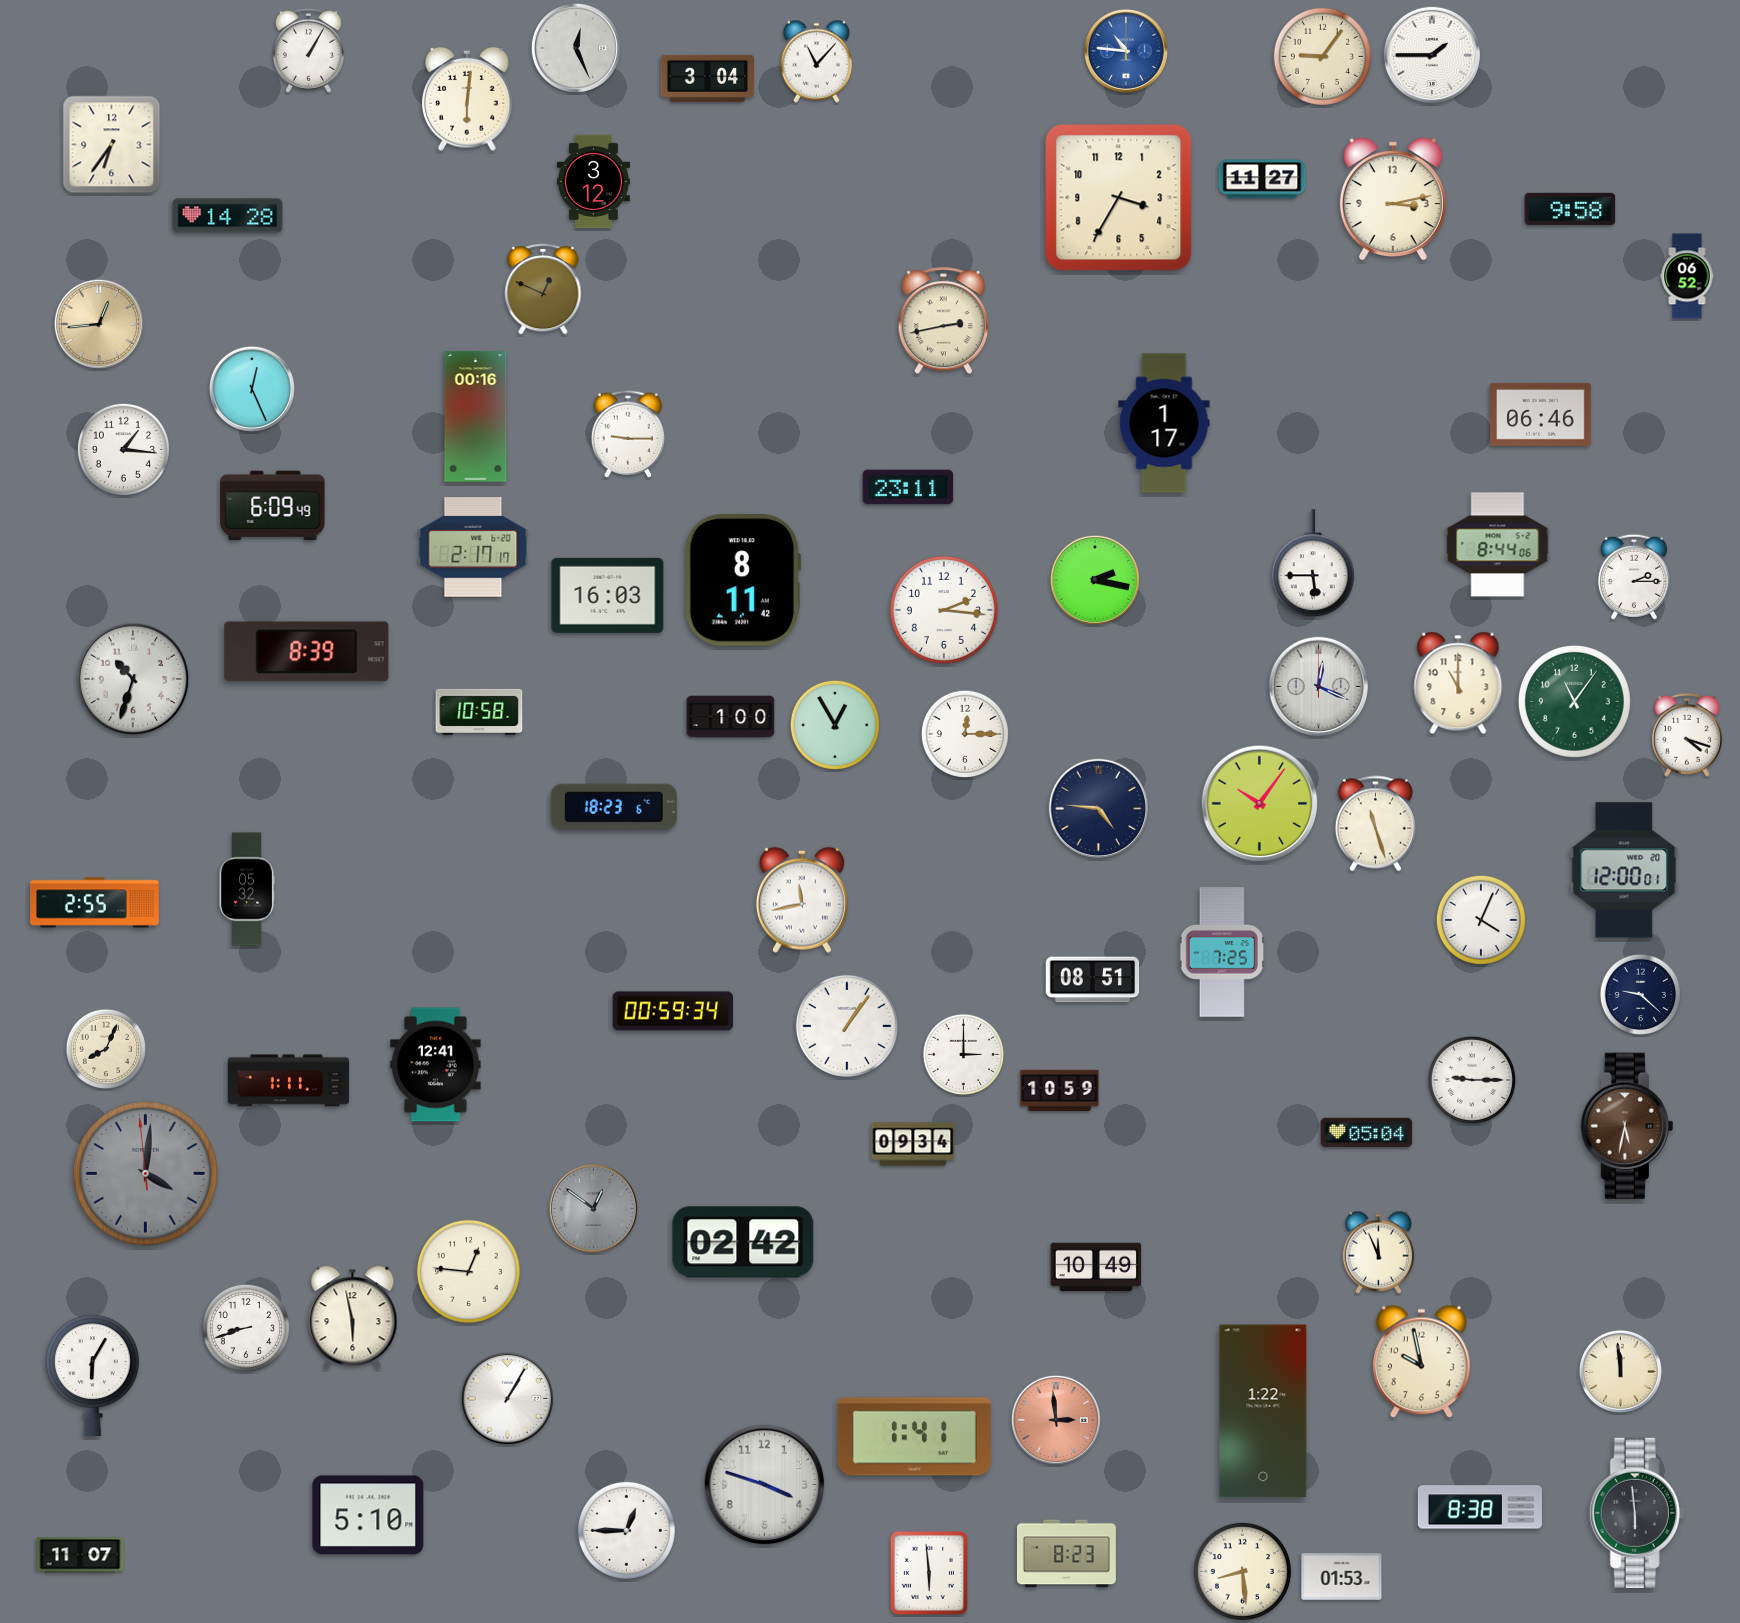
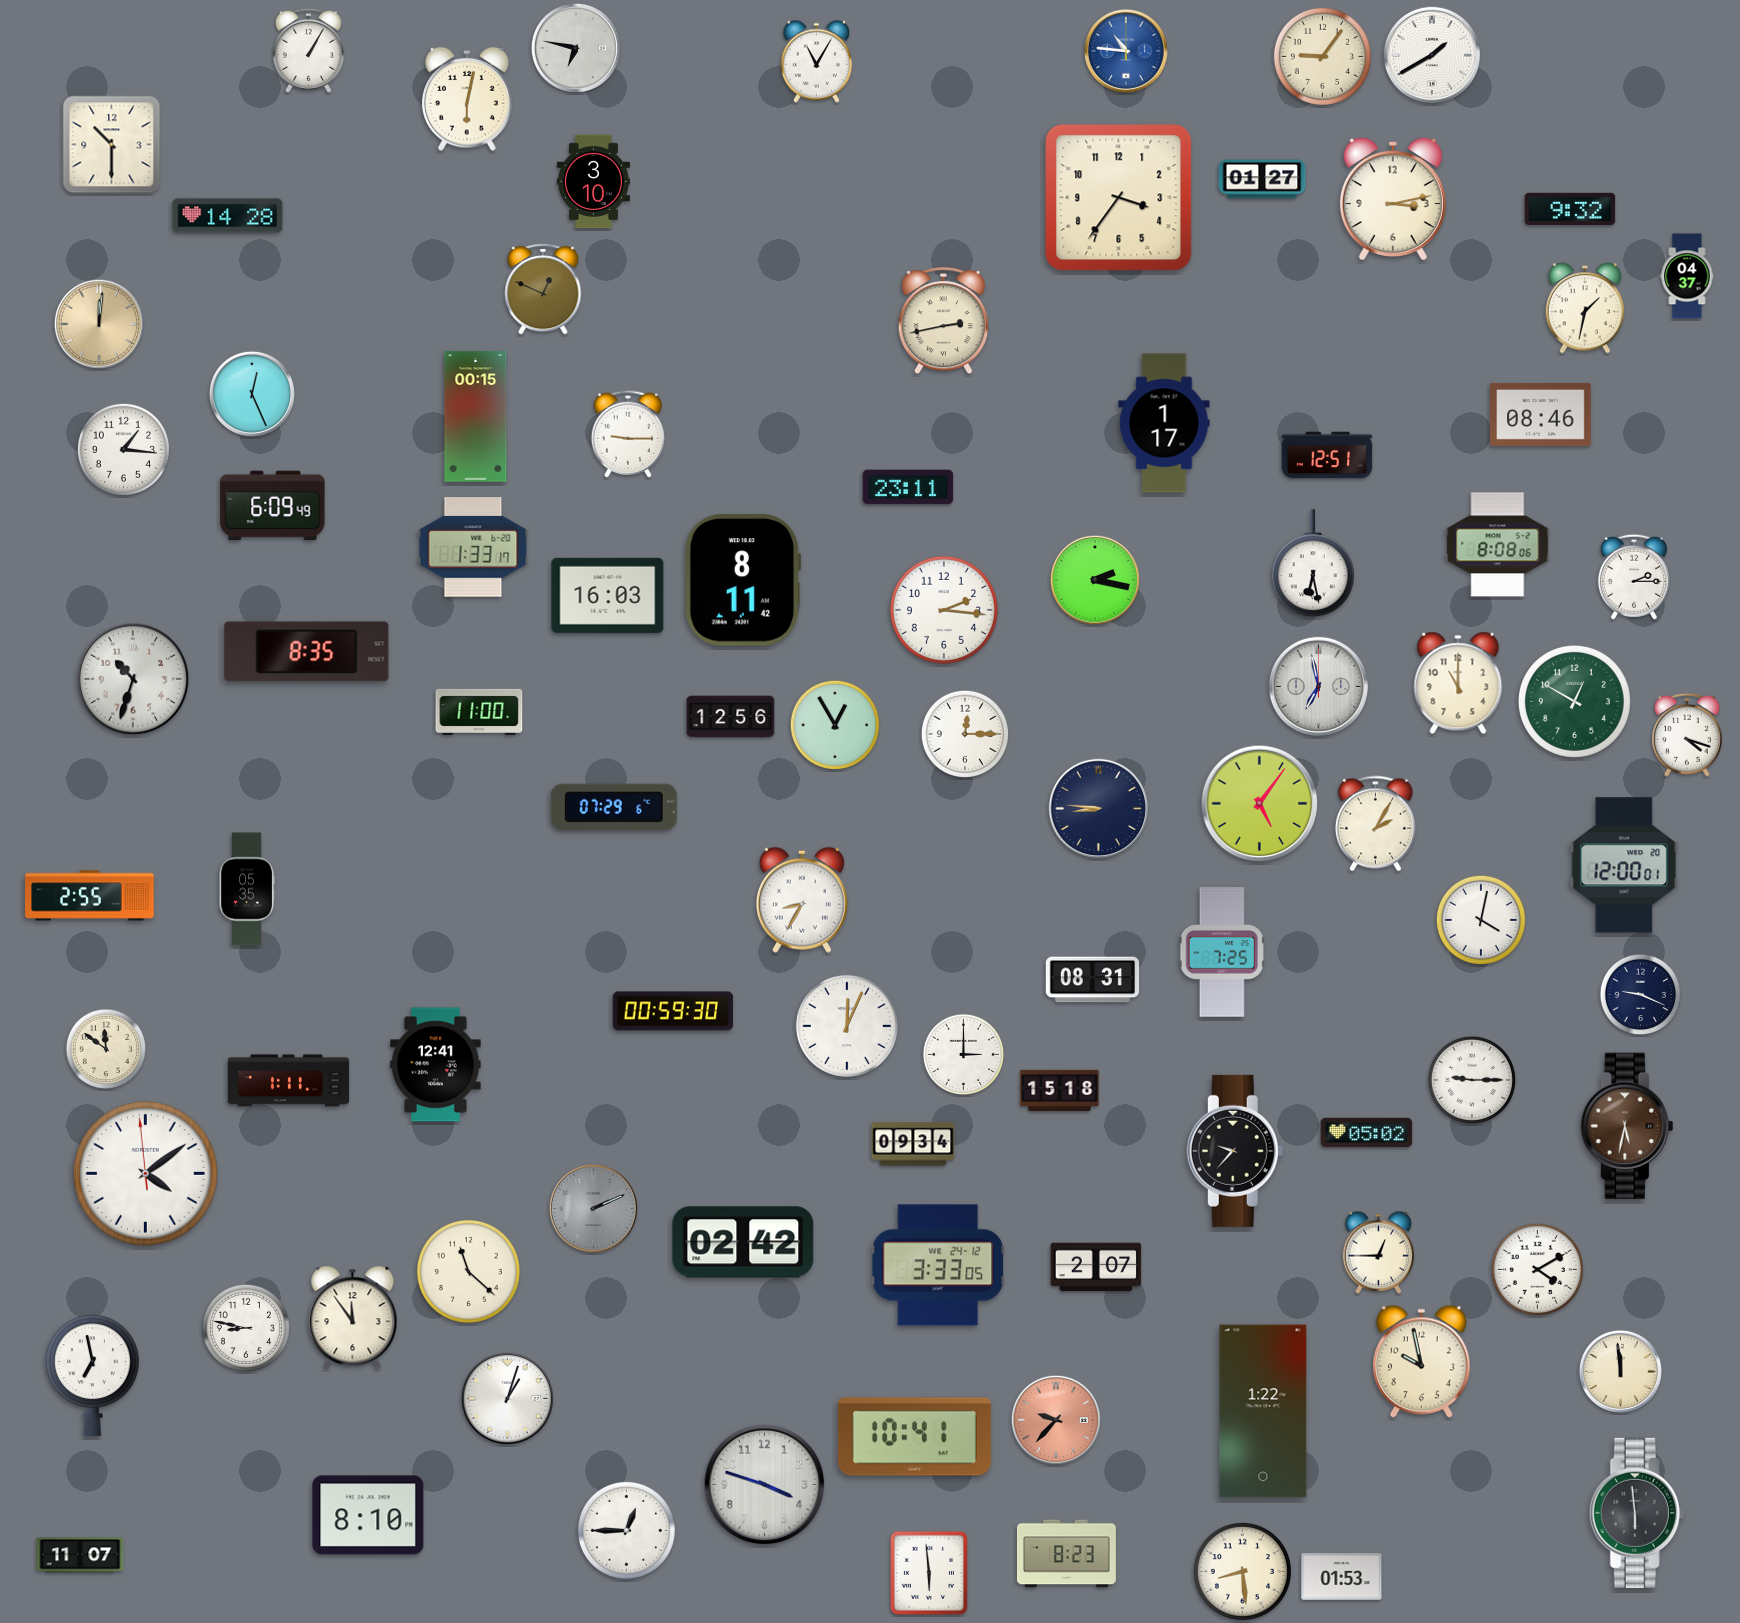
clock at (576, 48): 12:26 -> 6:47
clock at (1431, 54): 1:45 -> 1:40
clock at (817, 61): 11:07 -> 11:05
clock at (708, 78): 3:04 -> none
clock at (467, 99): 6:01 -> 6:02
clock at (112, 145): 6:36 -> 10:30
clock at (1262, 179): 11:27 -> 01:27
clock at (593, 182): 3:12 -> 3:10
clock at (1119, 198): 3:35 -> 3:36
clock at (1570, 209): 9:58 -> 9:32
clock at (1687, 276): 06:52 -> 04:37
clock at (1585, 308): none -> 1:32
clock at (99, 324): 12:44 -> 12:01
clock at (252, 389) position: (252, 389) -> (252, 394)
clock at (1541, 414): 06:46 -> 08:46
clock at (476, 417): 00:16 -> 00:15
clock at (1327, 455): none -> 12:51
clock at (1498, 545): 8:44 -> 8:08
clock at (473, 547): 2:17 -> 1:33
clock at (1313, 564): 5:45 -> 6:28
clock at (307, 652): 8:39 -> 8:35
clock at (1318, 686): 12:19 -> 6:58
clock at (1574, 701): 11:06 -> 12:50
clock at (479, 712): 10:58 -> 11:00
clock at (731, 717): 1:00 -> 12:56
clock at (1260, 804): 10:06 -> 5:06
clock at (614, 807): 18:23 -> 07:29
clock at (1098, 808): 4:46 -> 8:46
clock at (1375, 824): 11:27 -> 2:05
clock at (1624, 870) position: (1624, 870) -> (1624, 865)
clock at (247, 889): 05:32 -> 05:35
clock at (802, 900): 11:43 -> 8:35
clock at (95, 903) position: (95, 903) -> (90, 896)
clock at (1481, 920): 4:04 -> 4:02
clock at (1093, 980): 08:51 -> 08:31
clock at (1640, 994): 9:22 -> 9:19
clock at (673, 1011): 00:59:34 -> 00:59:30
clock at (847, 1026): 1:06 -> 12:04
clock at (106, 1049): 8:04 -> 11:51
clock at (1060, 1090): 10:59 -> 15:18
clock at (1367, 1133): 05:04 -> 05:02
clock at (1235, 1151): none -> 9:37
clock at (146, 1174): 4:00 -> 4:08
clock at (146, 1174) dial: grey -> white
clock at (593, 1208): 12:51 -> 2:11
clock at (1379, 1252): 11:56 -> 12:45
clock at (938, 1265): none -> 3:33
clock at (1096, 1267): 10:49 -> 2:07
clock at (1537, 1269): none -> 4:10
clock at (468, 1271): 12:46 -> 11:22
clock at (353, 1318): 5:58 -> 11:54
clock at (246, 1328): 8:42 -> 8:47
clock at (92, 1375): 6:05 -> 6:58
clock at (507, 1398): 1:05 -> 1:03
clock at (1056, 1420): 2:59 -> 9:37
clock at (914, 1437): 1:41 -> 10:41
clock at (1480, 1507): 8:38 -> none
clock at (368, 1515): 5:10 -> 8:10
